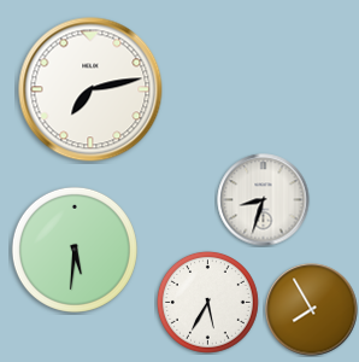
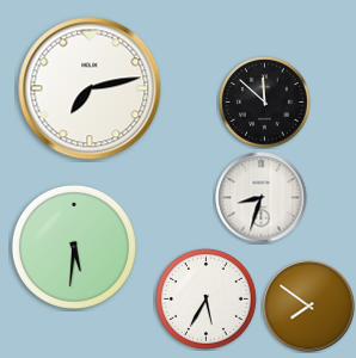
clock at (265, 103): none -> 11:52
clock at (312, 310): 7:55 -> 7:51
